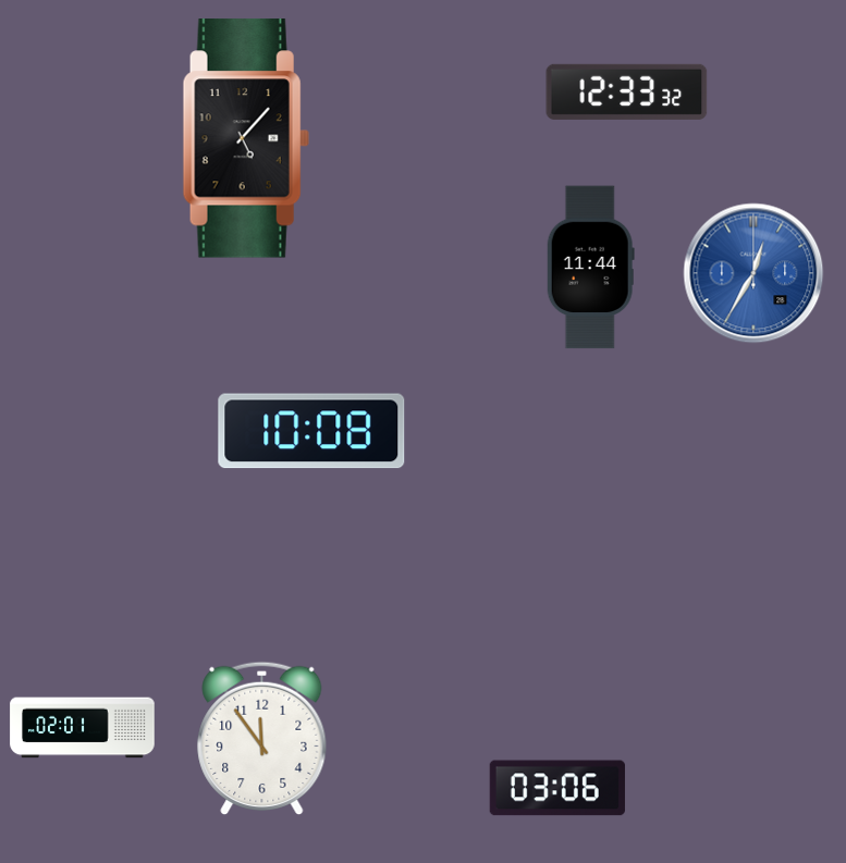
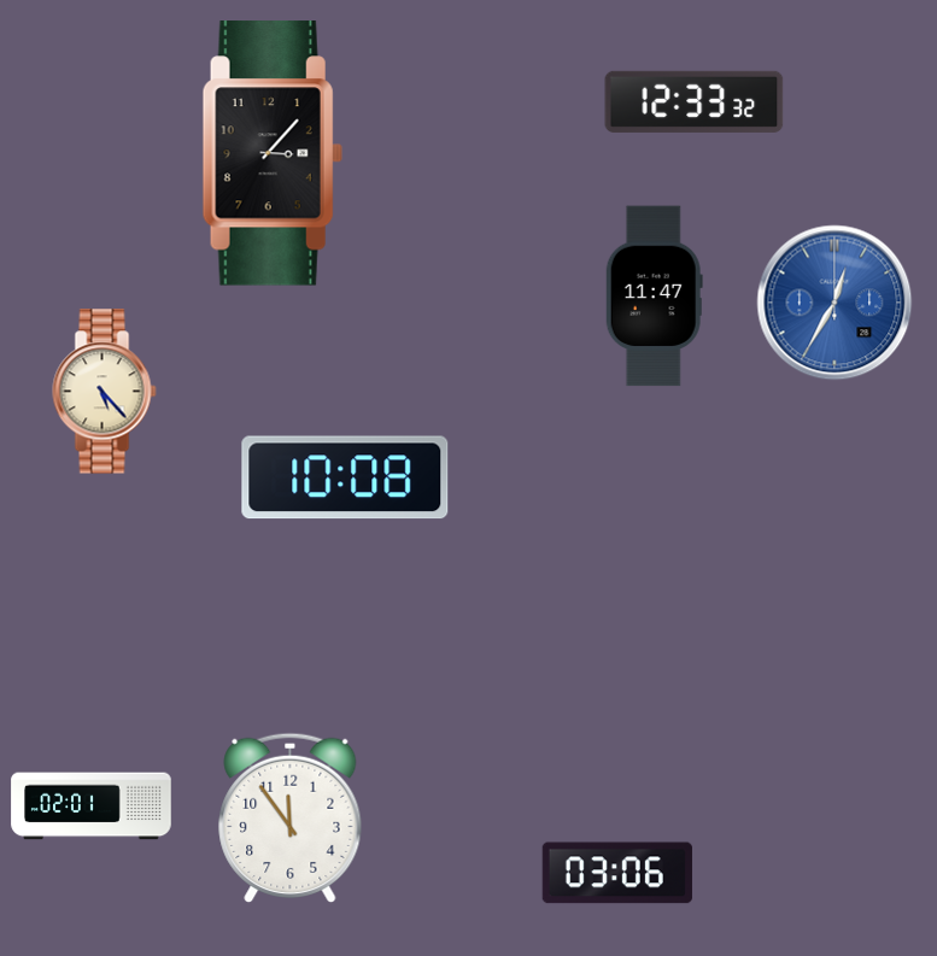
clock at (246, 138): 5:07 -> 3:07
clock at (590, 268): 11:44 -> 11:47
clock at (105, 392): none -> 5:23
